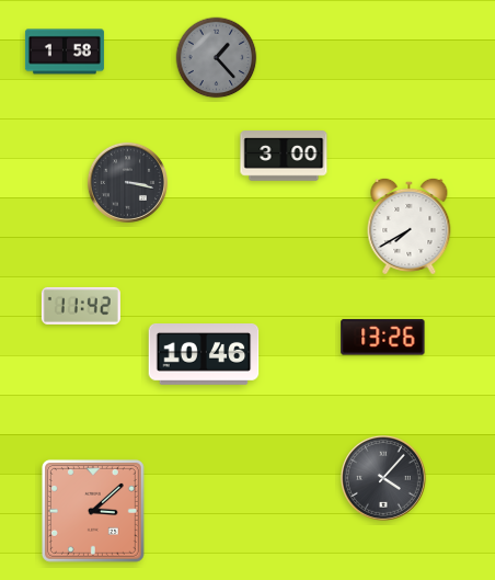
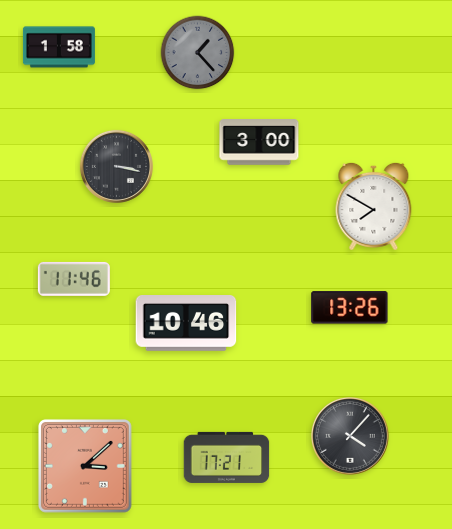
clock at (410, 226): 7:40 -> 7:50
clock at (81, 306): 11:42 -> 11:46
clock at (227, 457): none -> 17:21
